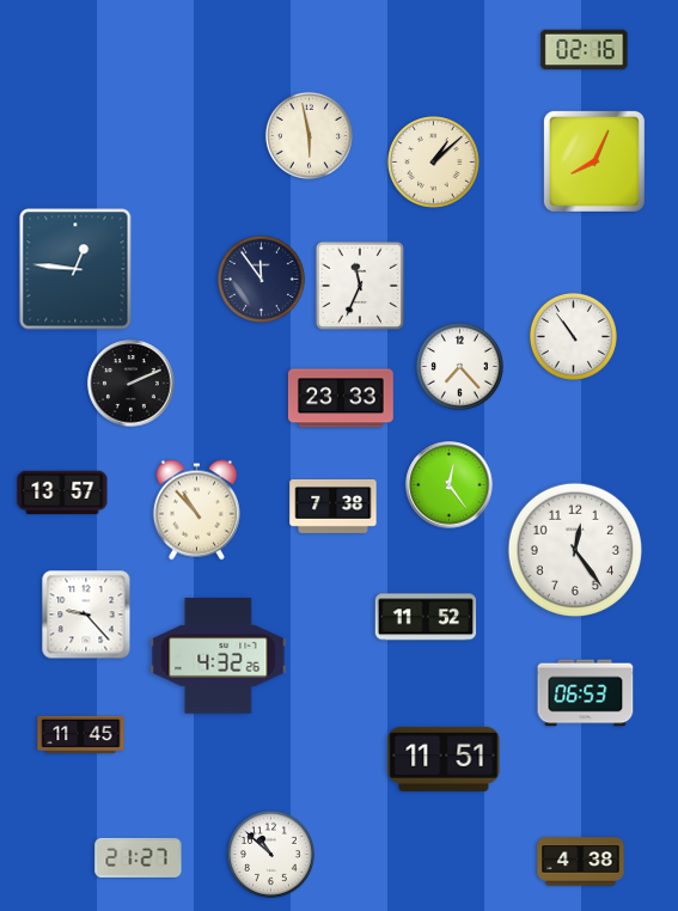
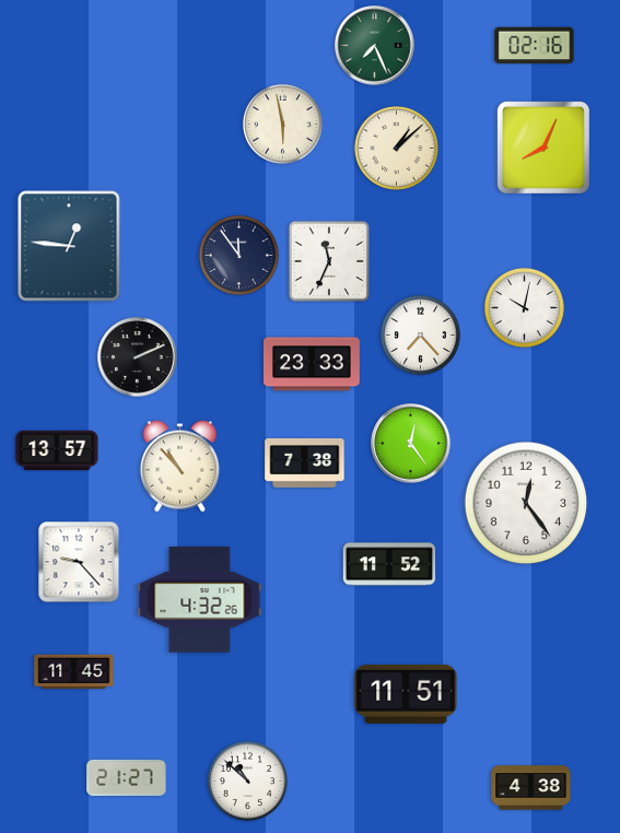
clock at (375, 46): none -> 7:26
clock at (573, 336): 10:54 -> 10:02
clock at (132, 384) position: (132, 384) -> (138, 357)
clock at (586, 693): 06:53 -> none
clock at (139, 857) position: (139, 857) -> (127, 777)
